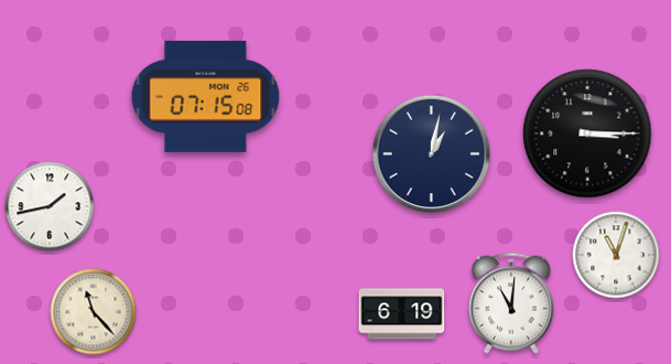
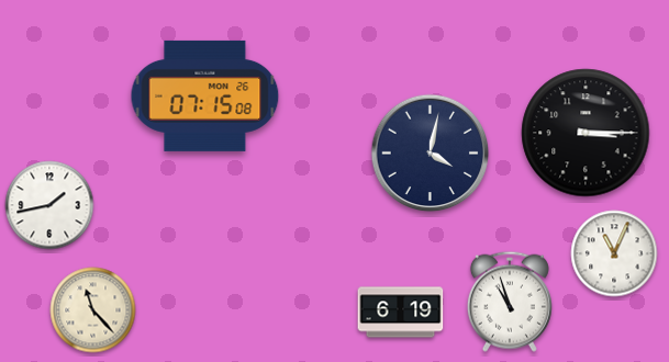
clock at (432, 154): 1:02 -> 4:02
clock at (616, 255): 11:03 -> 11:04
clock at (511, 303): 11:01 -> 10:57
